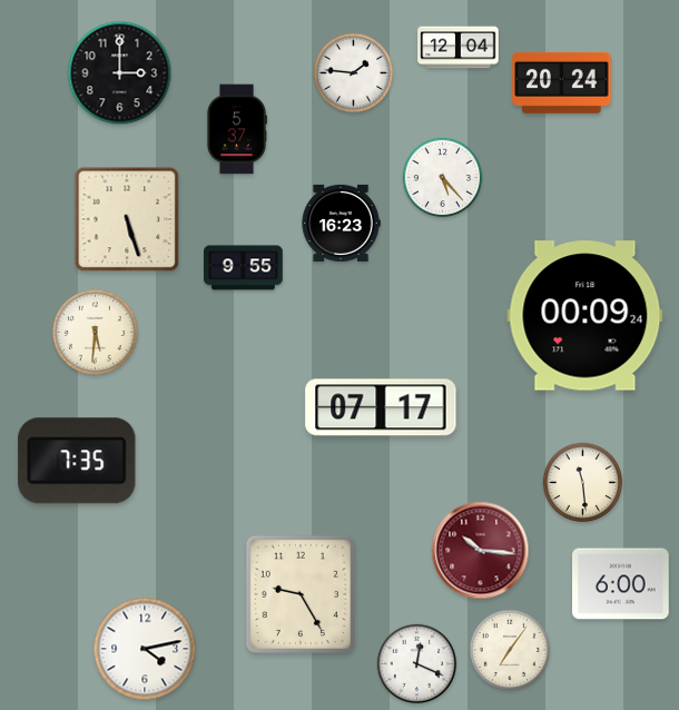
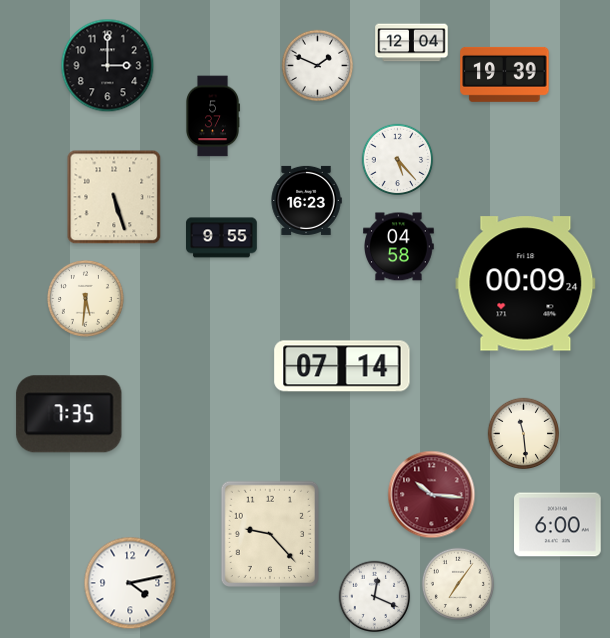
clock at (354, 73): 1:46 -> 1:49
clock at (562, 82): 20:24 -> 19:39
clock at (244, 268) position: (244, 268) -> (222, 238)
clock at (399, 247): none -> 04:58
clock at (381, 407): 07:17 -> 07:14
clock at (301, 594): 9:25 -> 9:23
